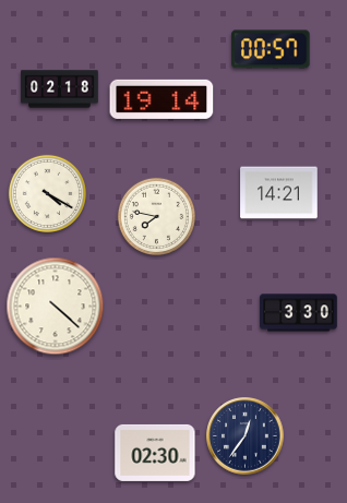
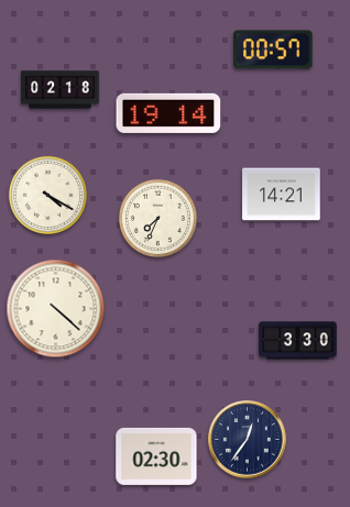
clock at (161, 99) position: (161, 99) -> (168, 113)
clock at (156, 216): 7:47 -> 7:34
clock at (299, 313) position: (299, 313) -> (298, 341)
